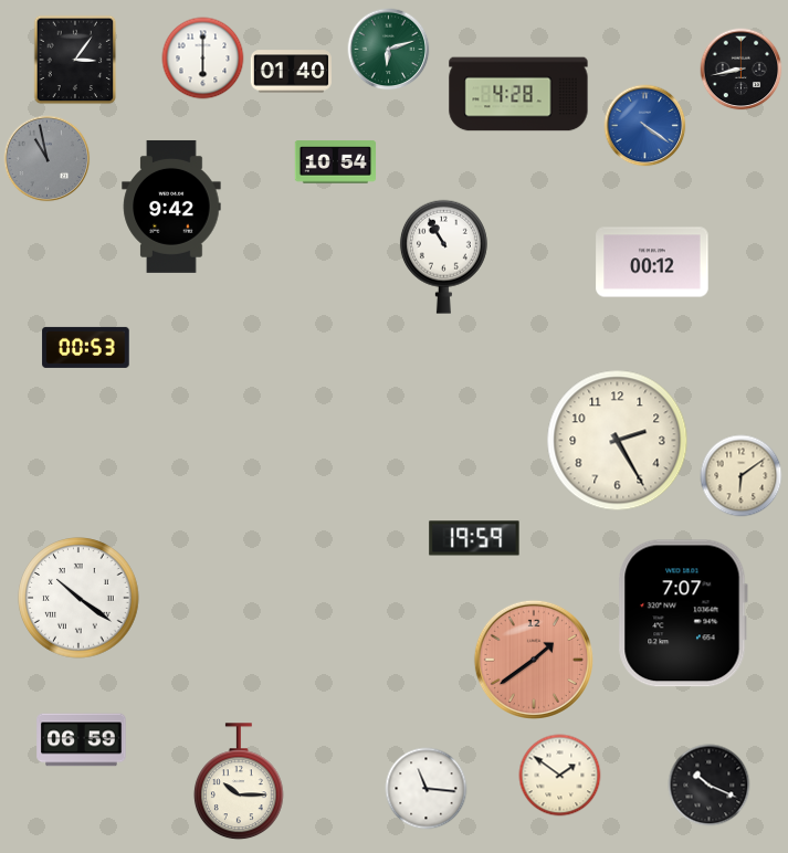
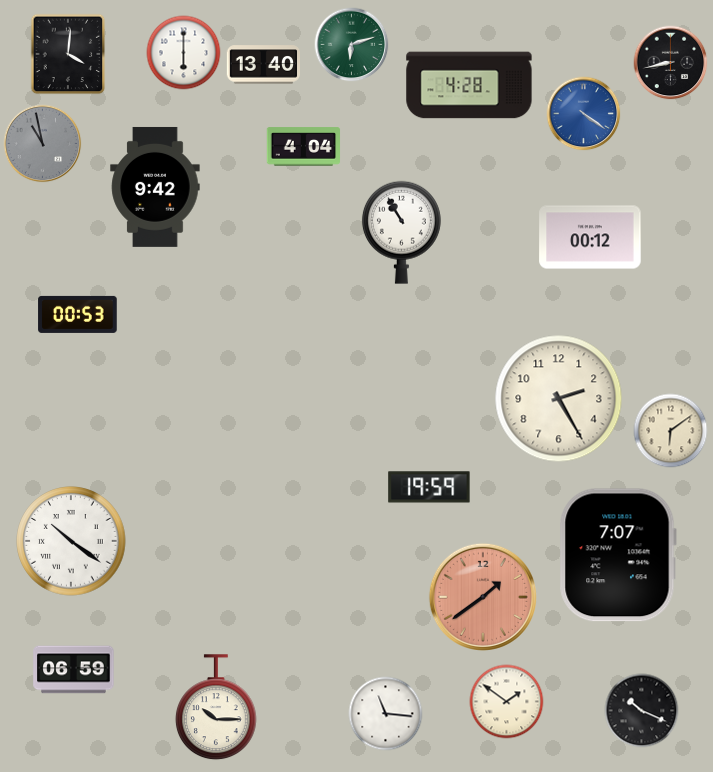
clock at (75, 60): 3:06 -> 4:01
clock at (291, 72): 01:40 -> 13:40
clock at (336, 162): 10:54 -> 4:04
